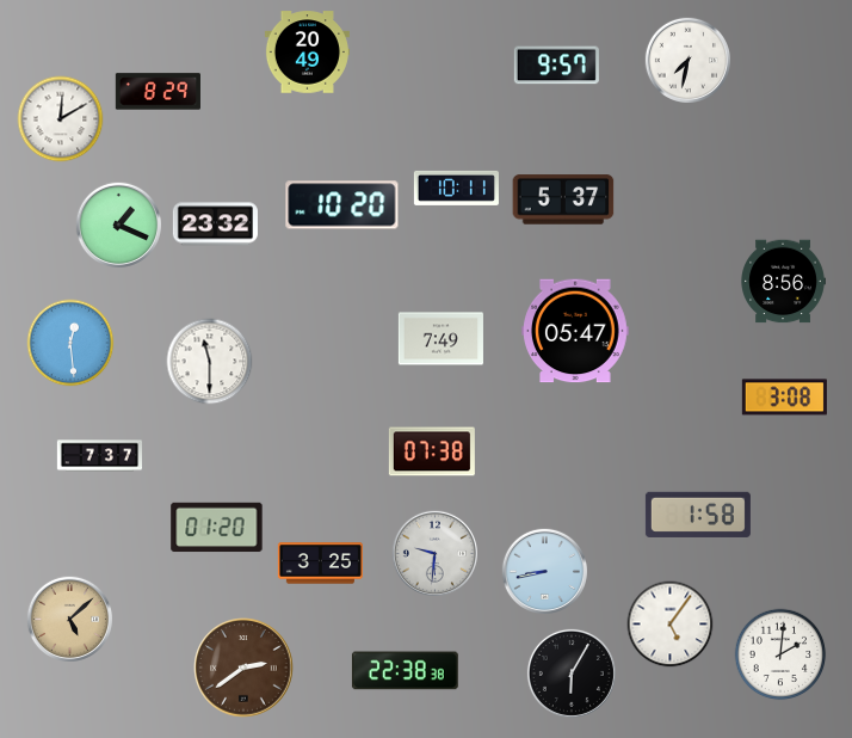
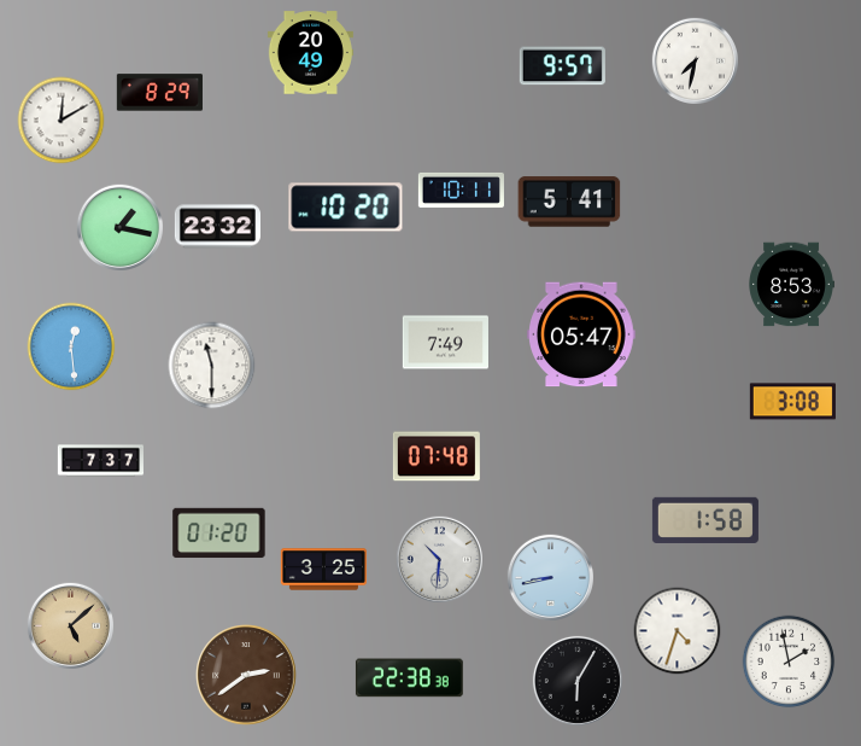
clock at (563, 199): 5:37 -> 5:41
clock at (118, 225): 1:19 -> 1:17
clock at (783, 282): 8:56 -> 8:53
clock at (432, 451): 07:38 -> 07:48
clock at (434, 553): 9:31 -> 10:31
clock at (671, 625): 5:06 -> 4:33
clock at (780, 654): 2:01 -> 1:58
